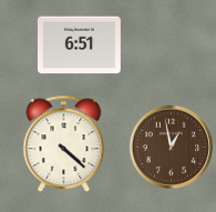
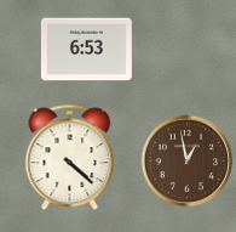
clock at (79, 46): 6:51 -> 6:53
